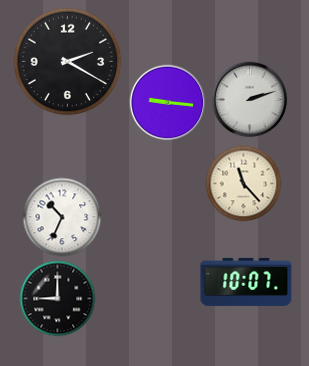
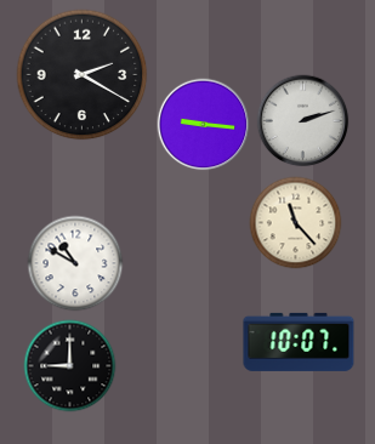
clock at (62, 217): 10:34 -> 10:50
clock at (58, 299) position: (58, 299) -> (70, 366)
